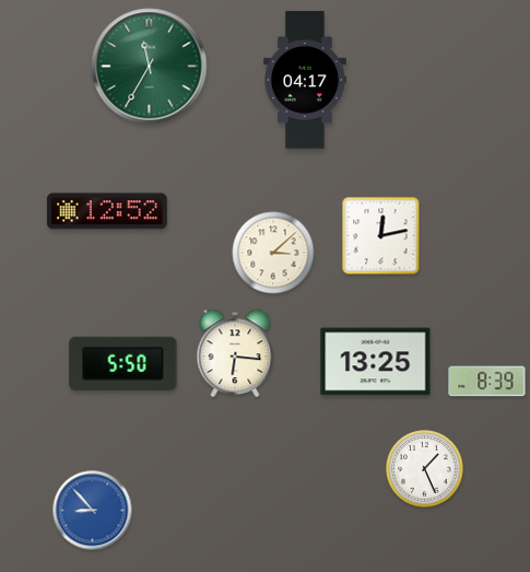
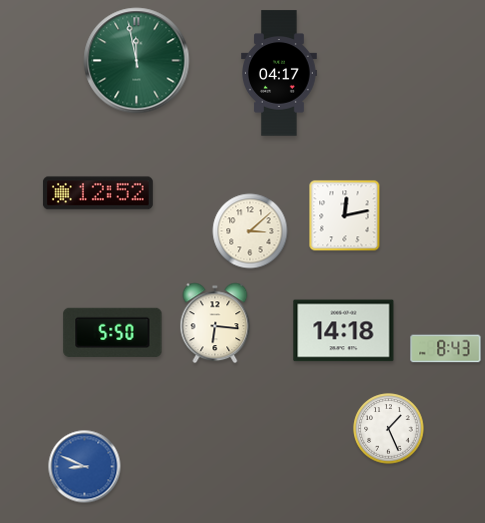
clock at (150, 67): 11:35 -> 11:58
clock at (381, 236) position: (381, 236) -> (345, 216)
clock at (376, 362): 13:25 -> 14:18
clock at (487, 382): 8:39 -> 8:43
clock at (93, 511): 8:53 -> 8:49
